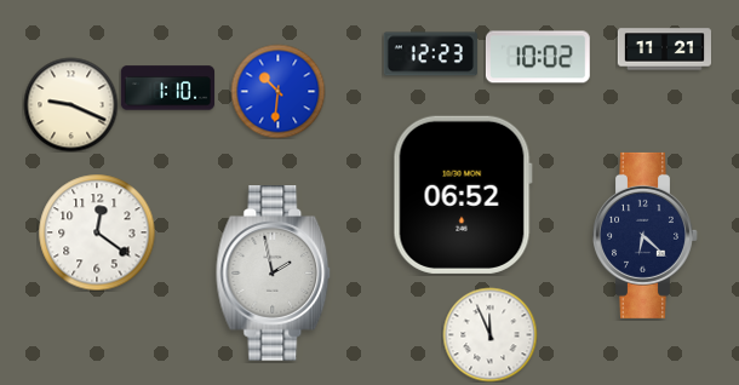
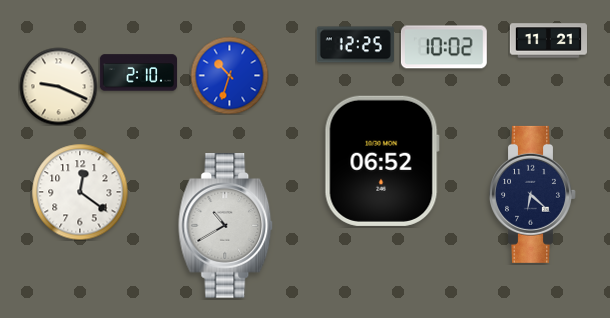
clock at (430, 54): 12:23 -> 12:25
clock at (167, 88): 1:10 -> 2:10
clock at (277, 91): 10:31 -> 10:33
clock at (274, 274): 1:58 -> 10:40
clock at (489, 334): 11:56 -> none
